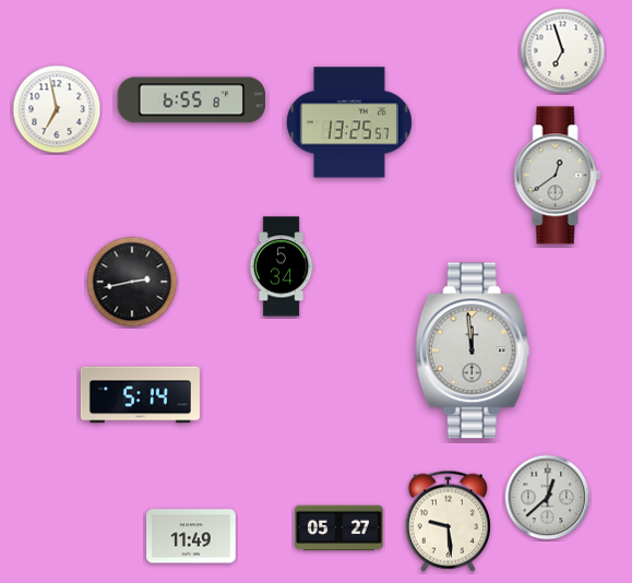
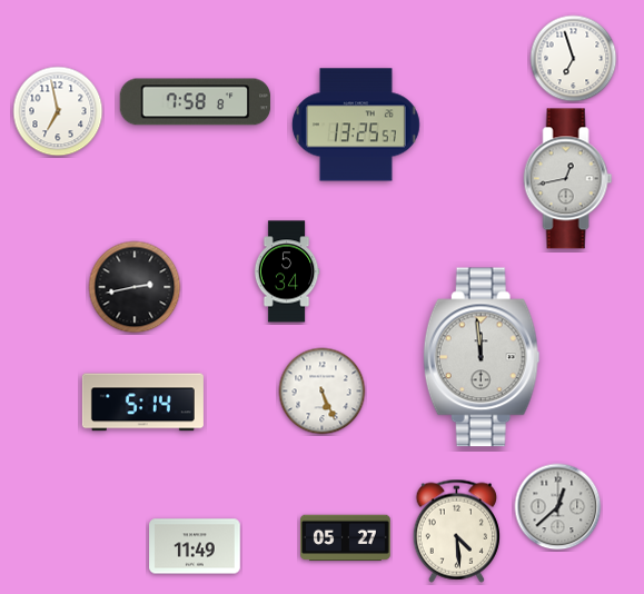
clock at (563, 51) position: (563, 51) -> (574, 59)
clock at (192, 100): 6:55 -> 7:58
clock at (558, 176): 12:39 -> 12:43
clock at (323, 392): none -> 5:26
clock at (448, 521): 9:29 -> 4:29
